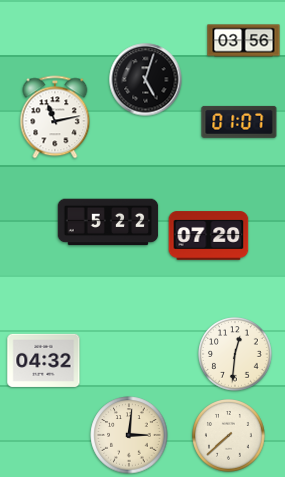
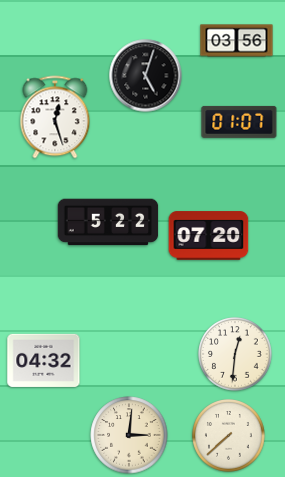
clock at (244, 41) position: (244, 41) -> (237, 41)
clock at (146, 80) position: (146, 80) -> (146, 76)
clock at (55, 117): 11:13 -> 12:27
